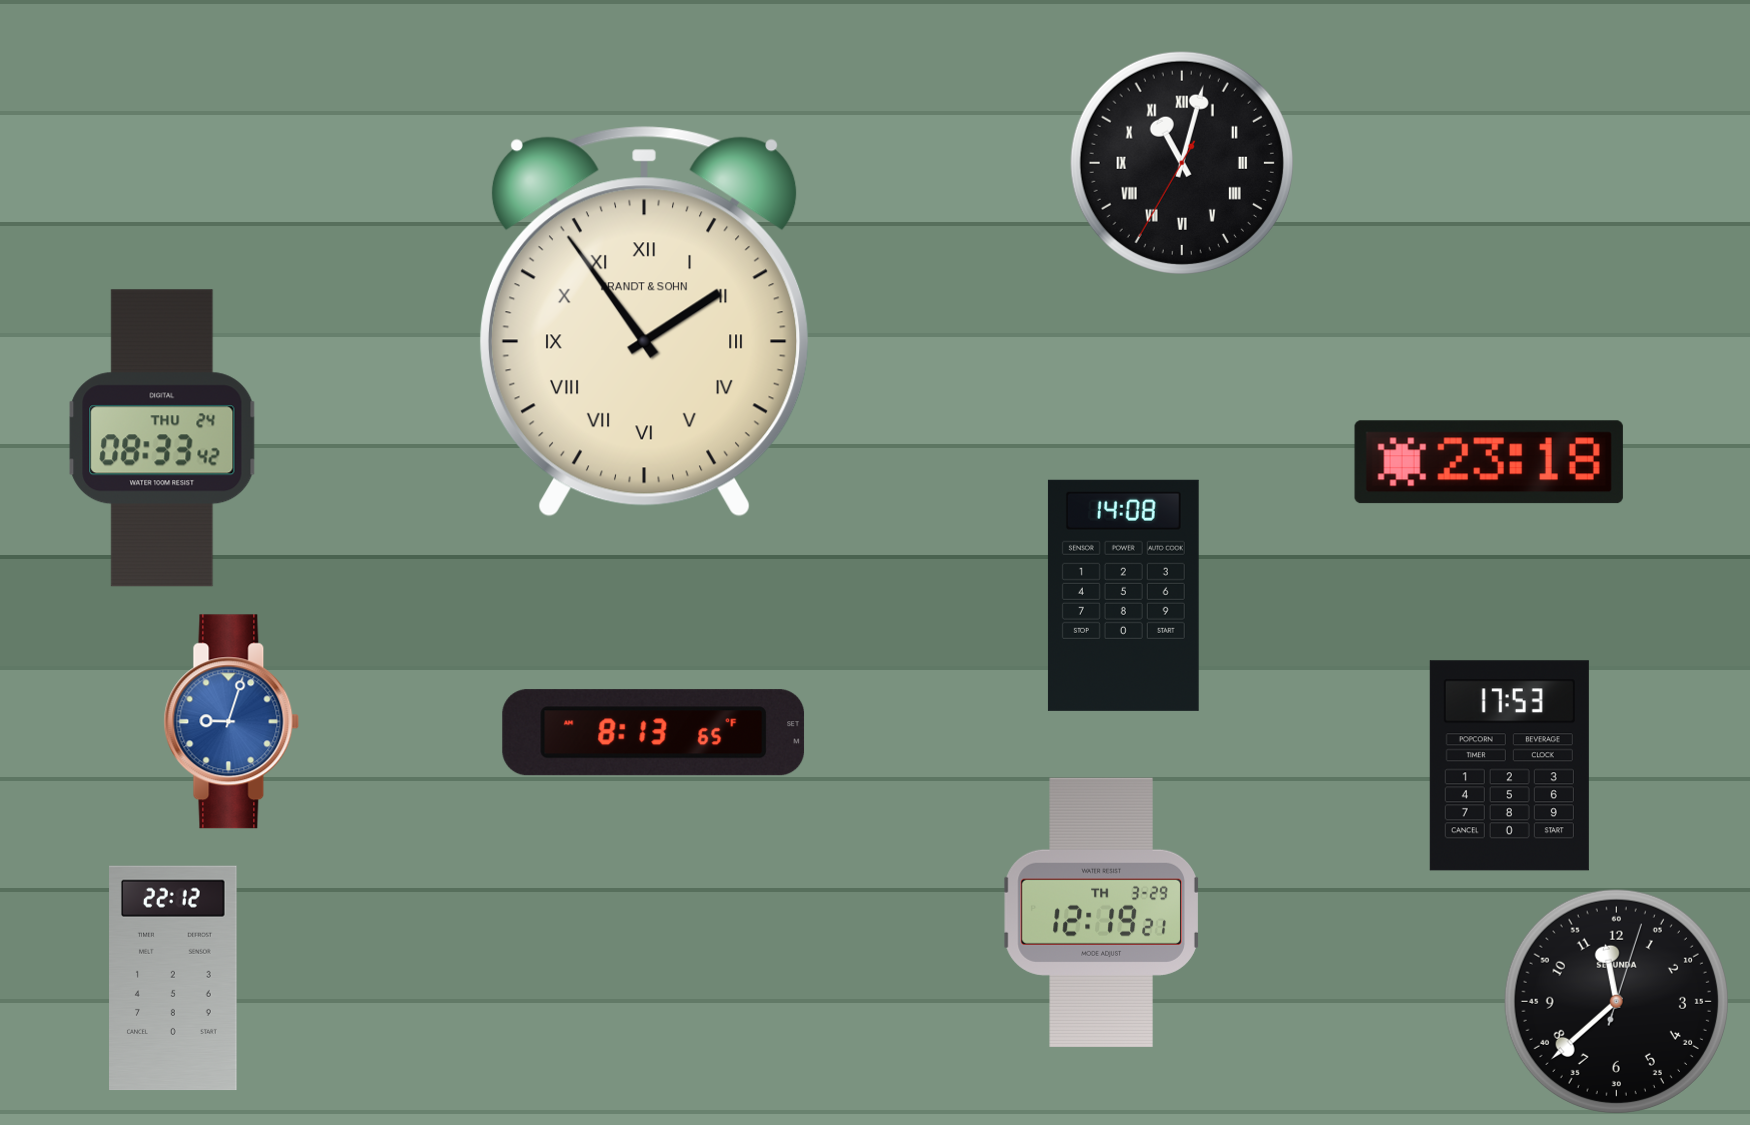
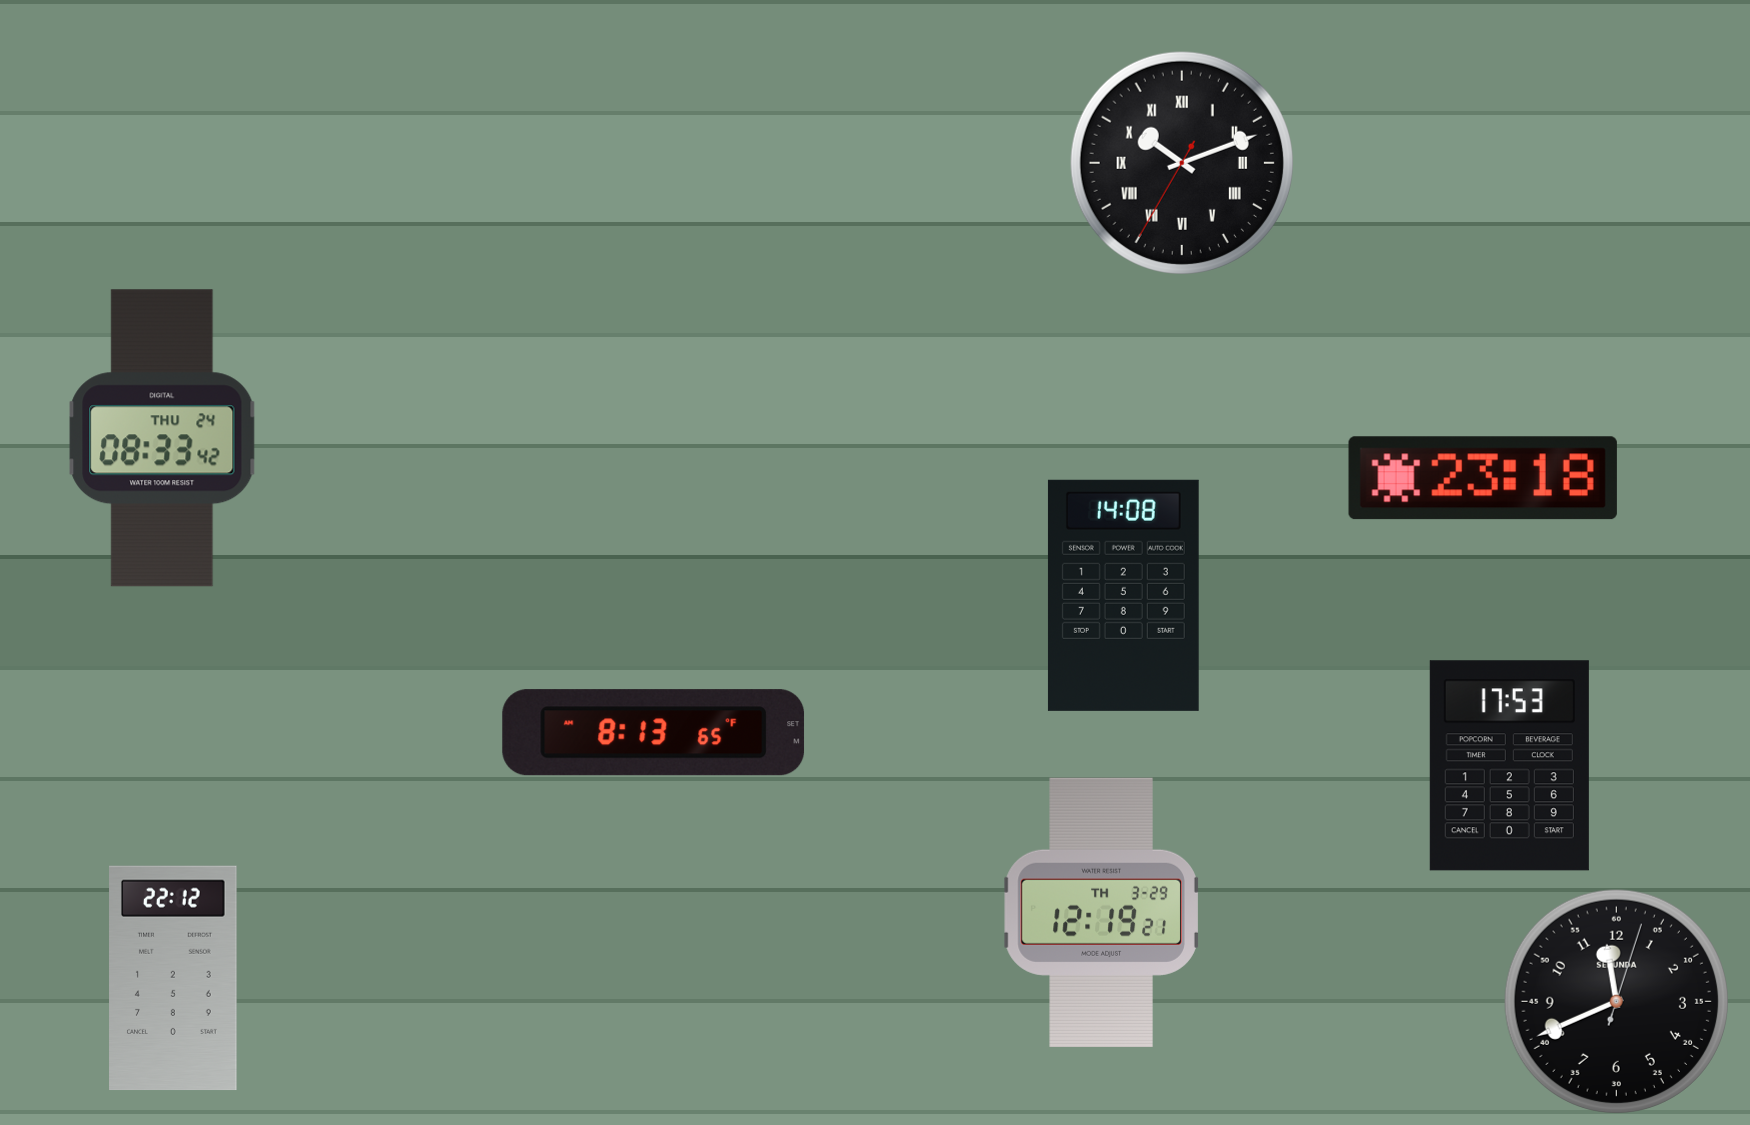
clock at (1182, 163): 11:02 -> 10:11
clock at (644, 321): 1:54 -> none
clock at (1489, 462) position: (1489, 462) -> (1483, 478)
clock at (232, 722): 9:03 -> none
clock at (1616, 1001): 11:38 -> 11:41
